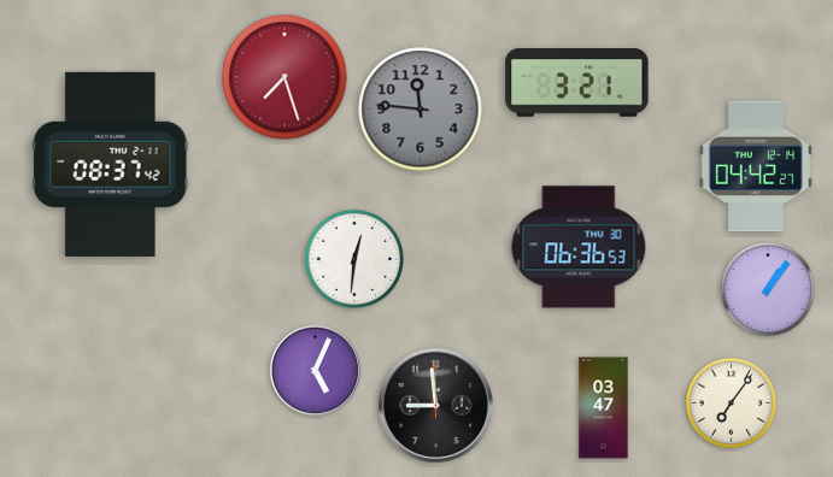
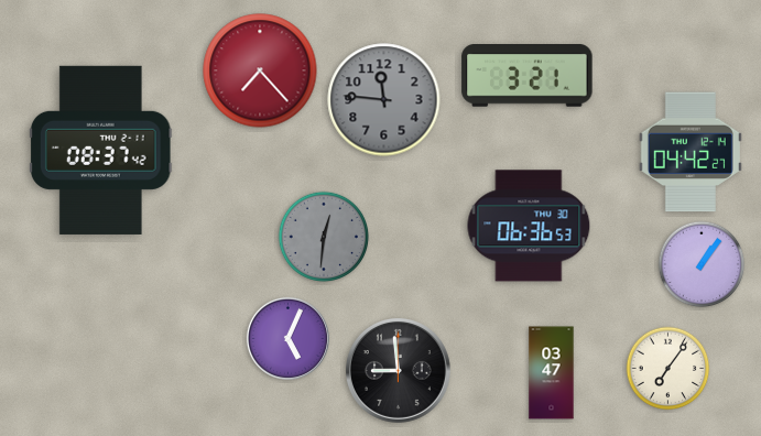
clock at (284, 77): 7:27 -> 7:23
clock at (353, 258) dial: white -> grey
